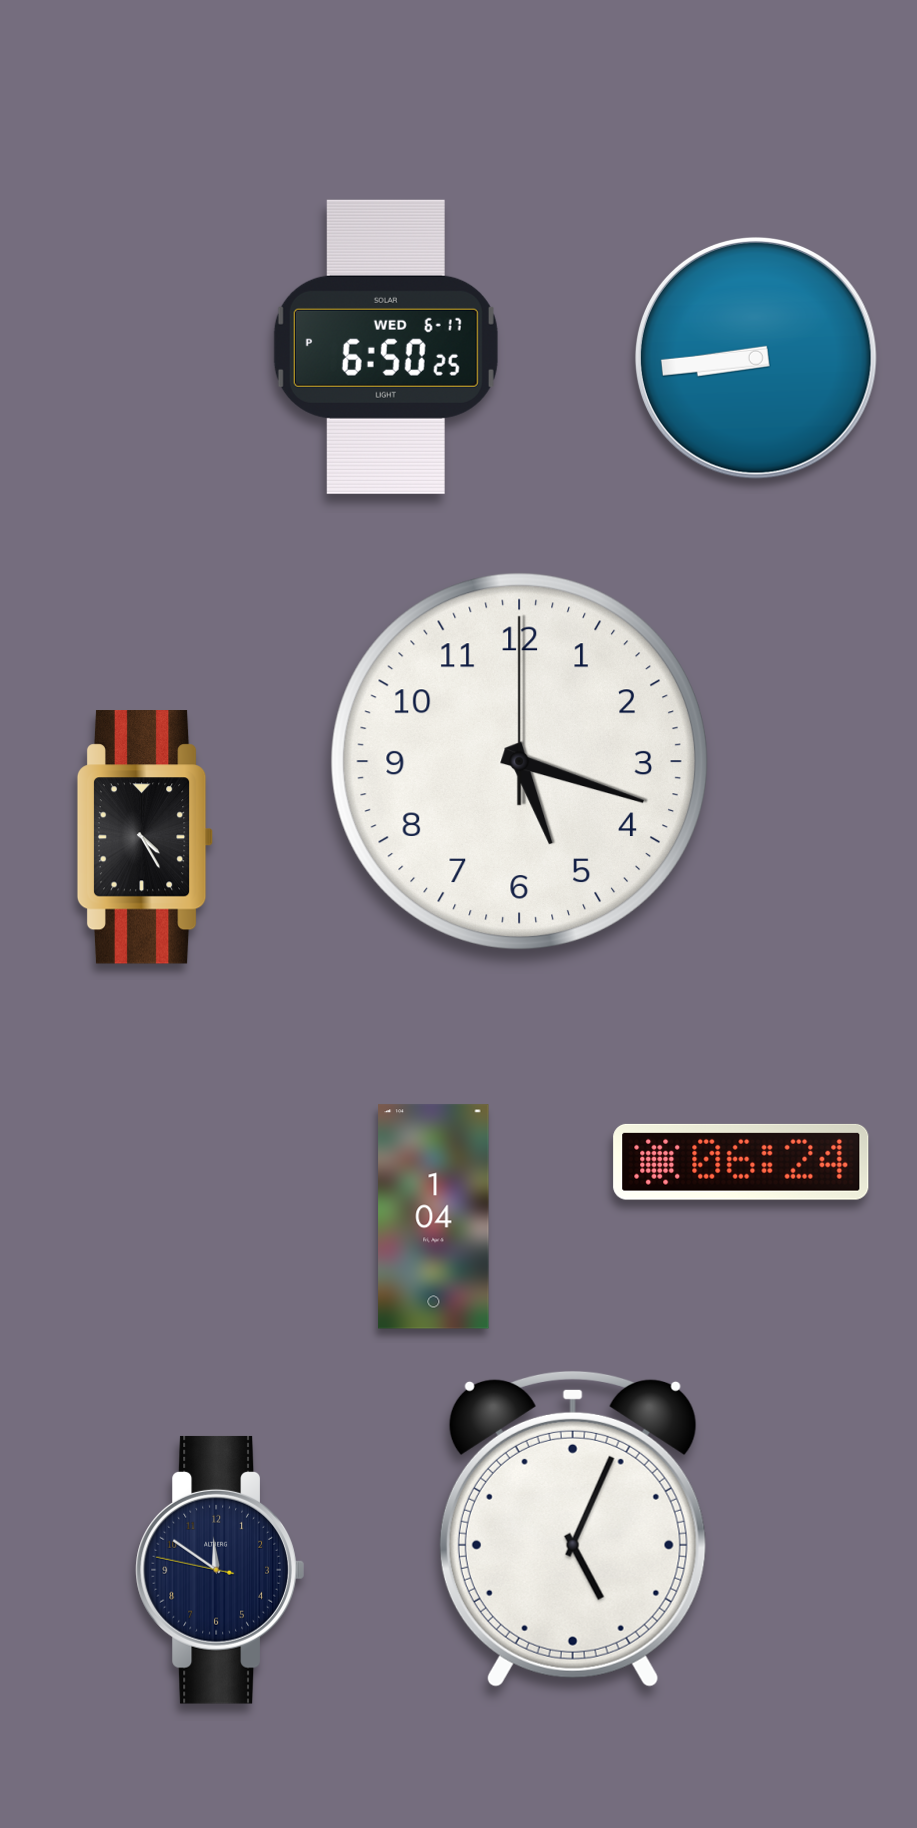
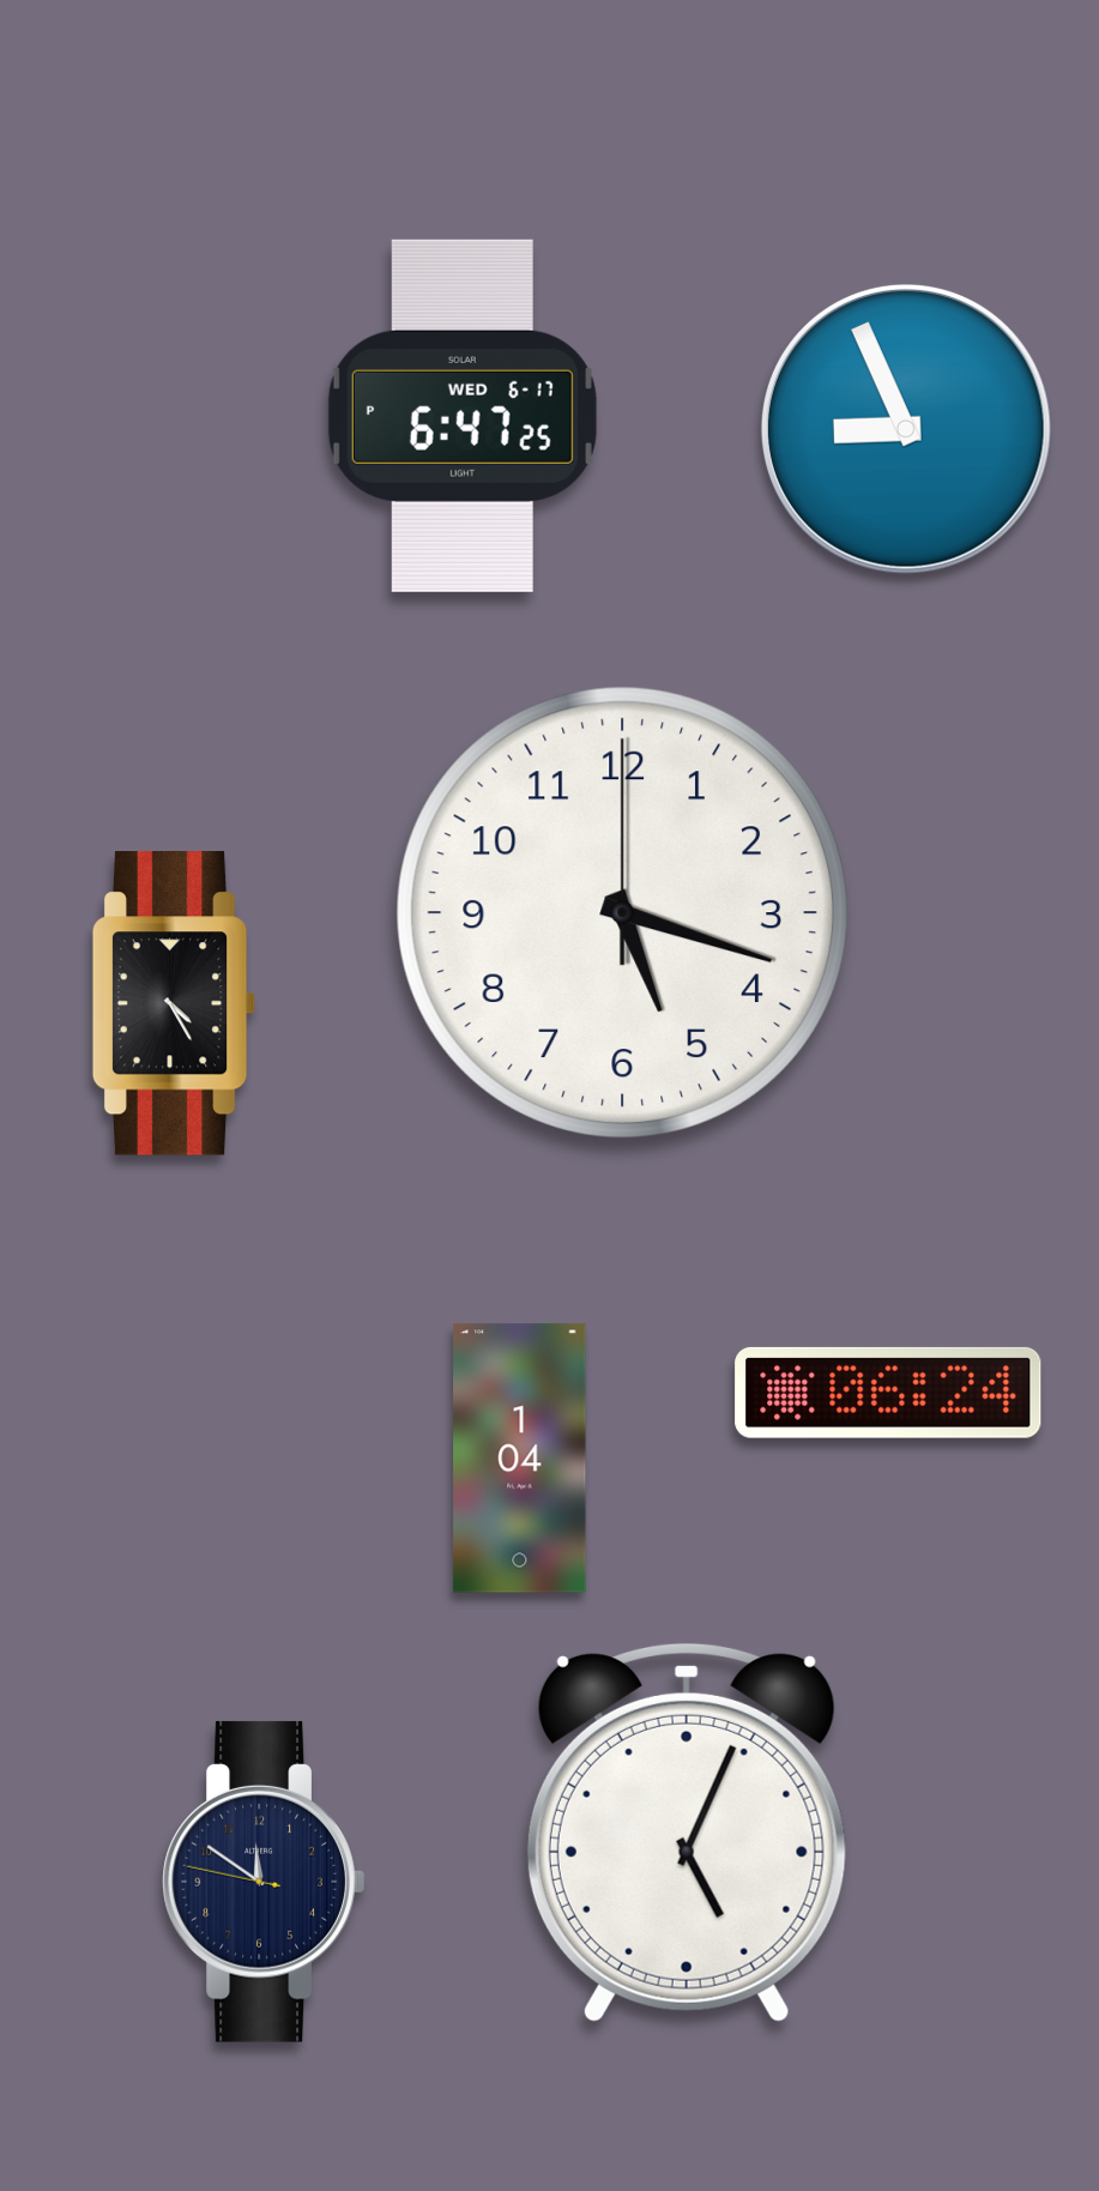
clock at (386, 347): 6:50 -> 6:47
clock at (756, 358): 8:44 -> 8:56
